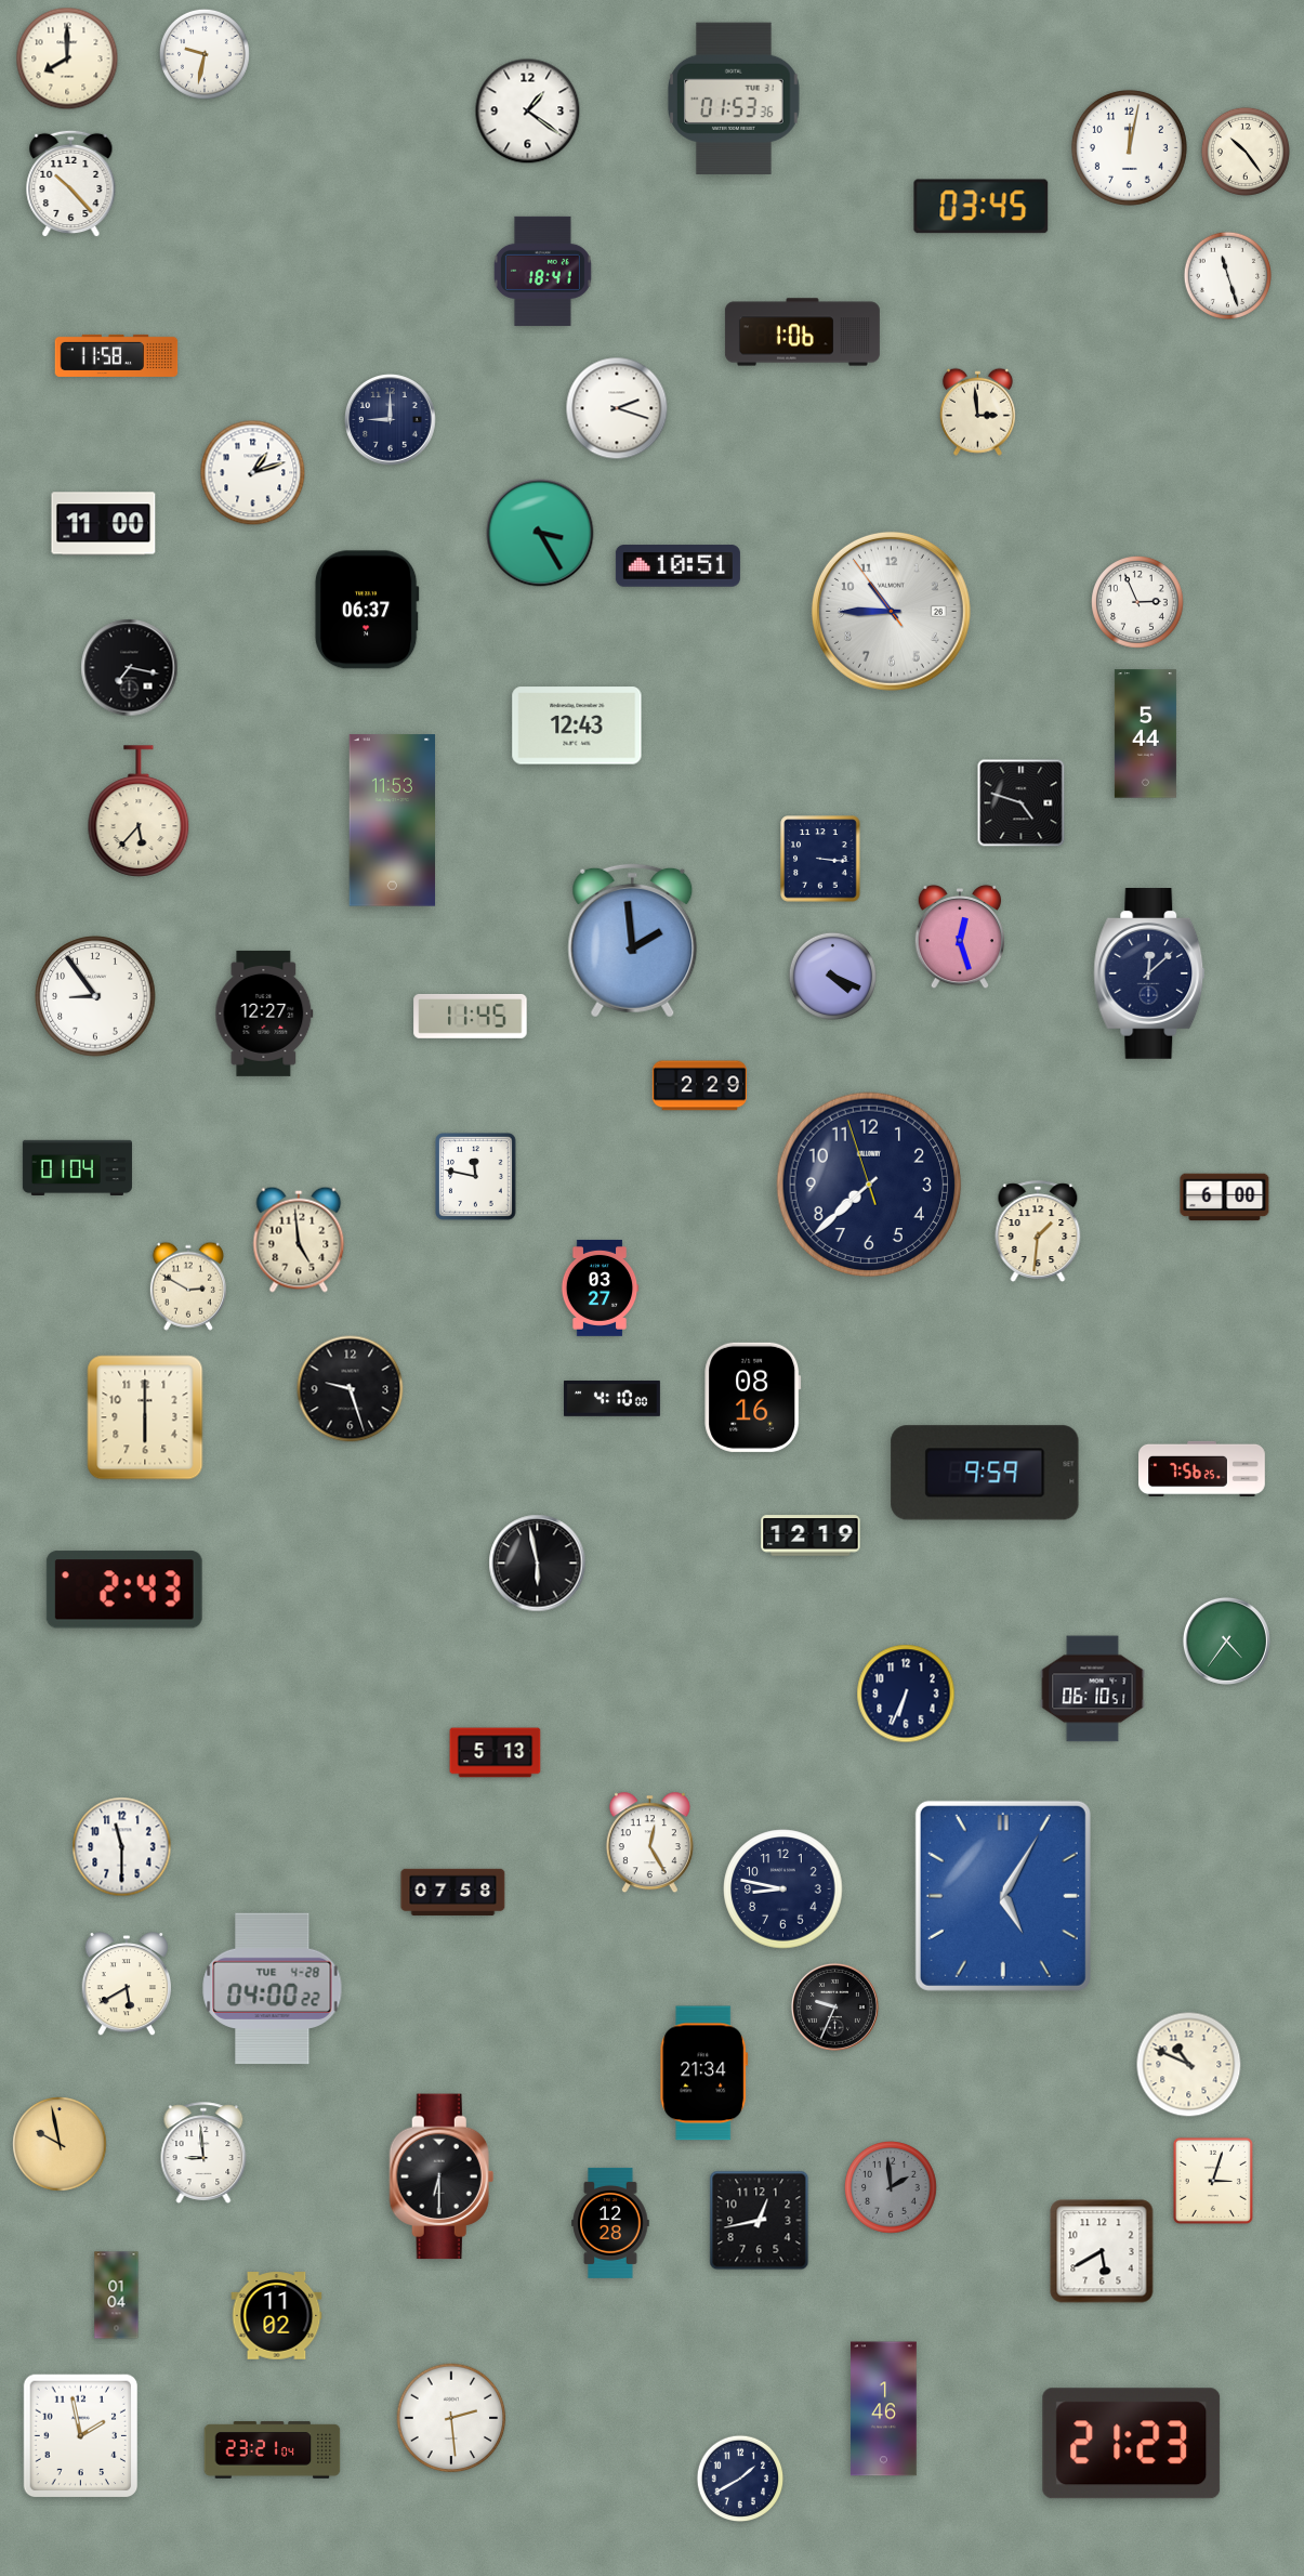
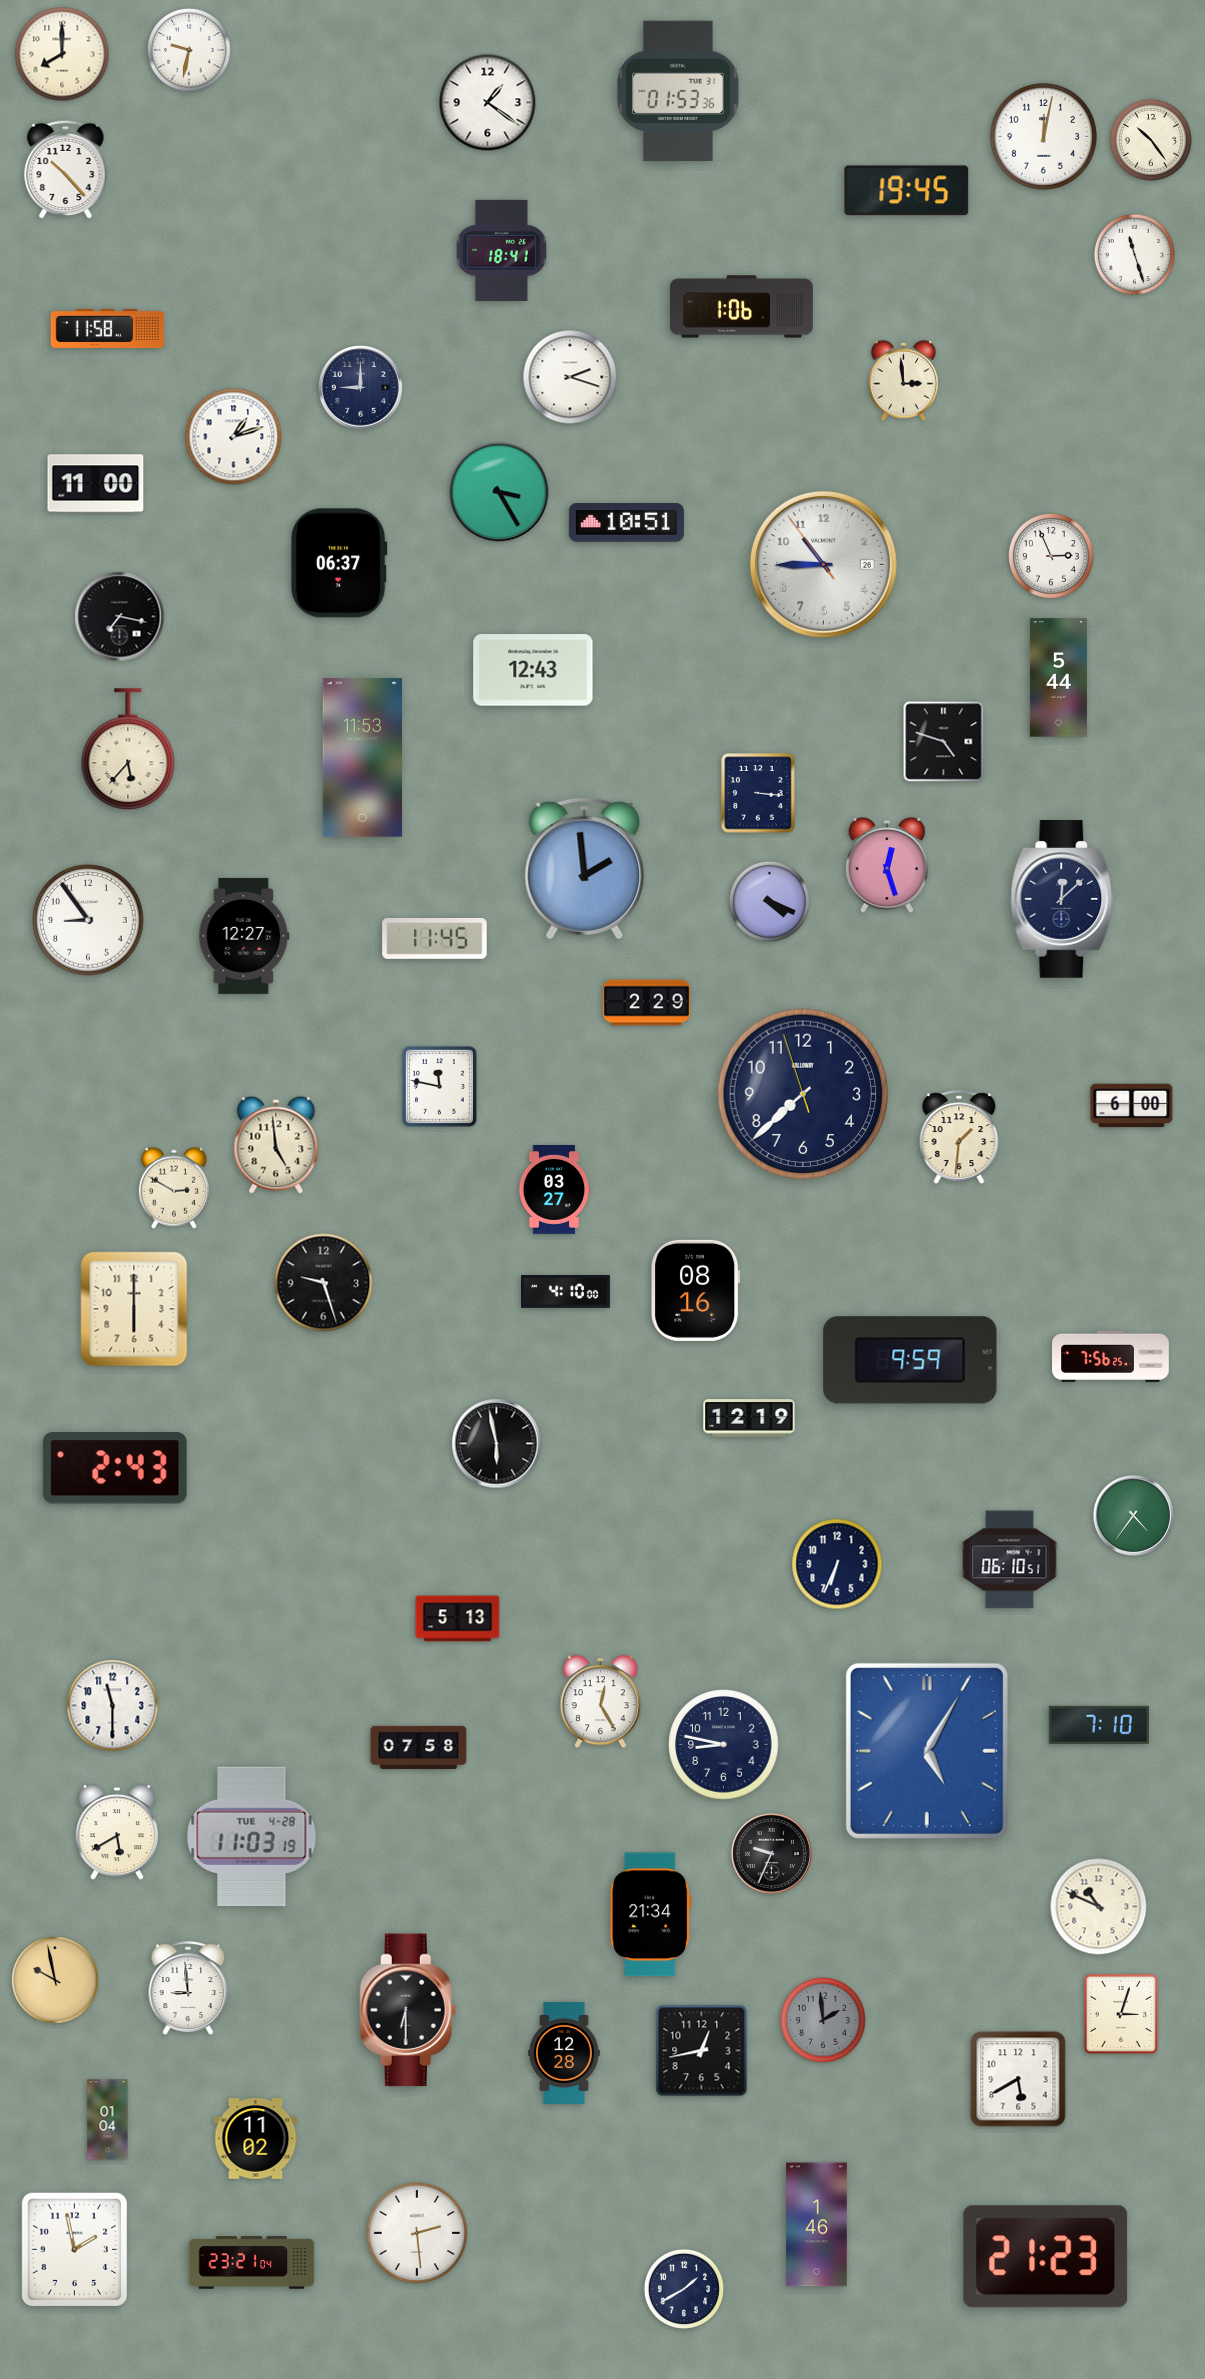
clock at (982, 207): 03:45 -> 19:45
clock at (77, 1167): 01:04 -> none
clock at (1099, 1725): none -> 7:10
clock at (273, 1989): 04:00 -> 11:03
